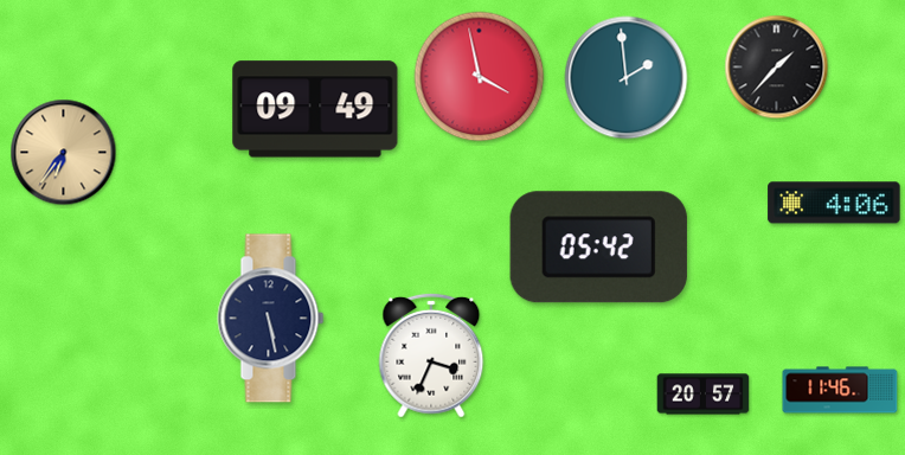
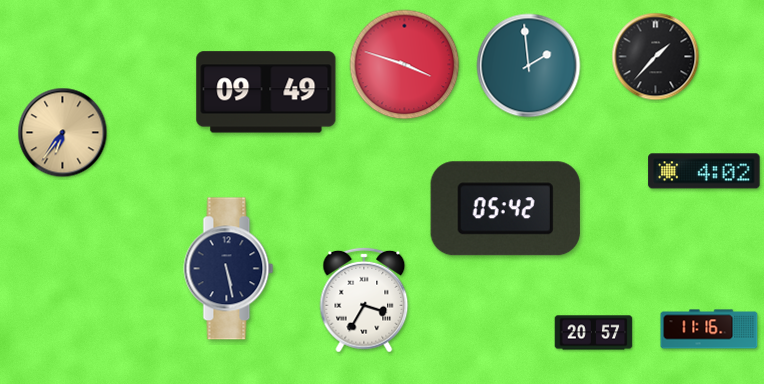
clock at (480, 77): 3:58 -> 3:48
clock at (64, 153) position: (64, 153) -> (63, 133)
clock at (834, 203): 4:06 -> 4:02
clock at (431, 355): 3:34 -> 3:35
clock at (840, 390): 11:46 -> 11:16
